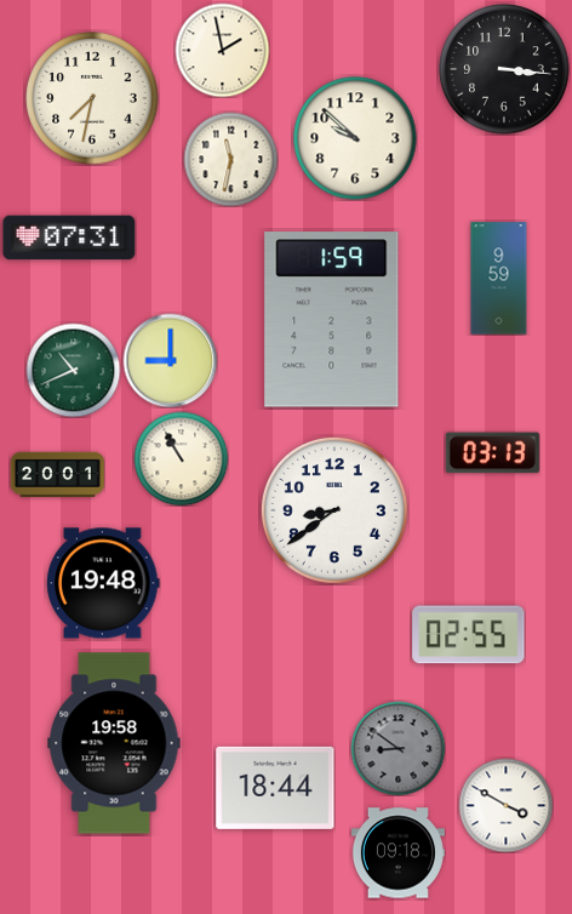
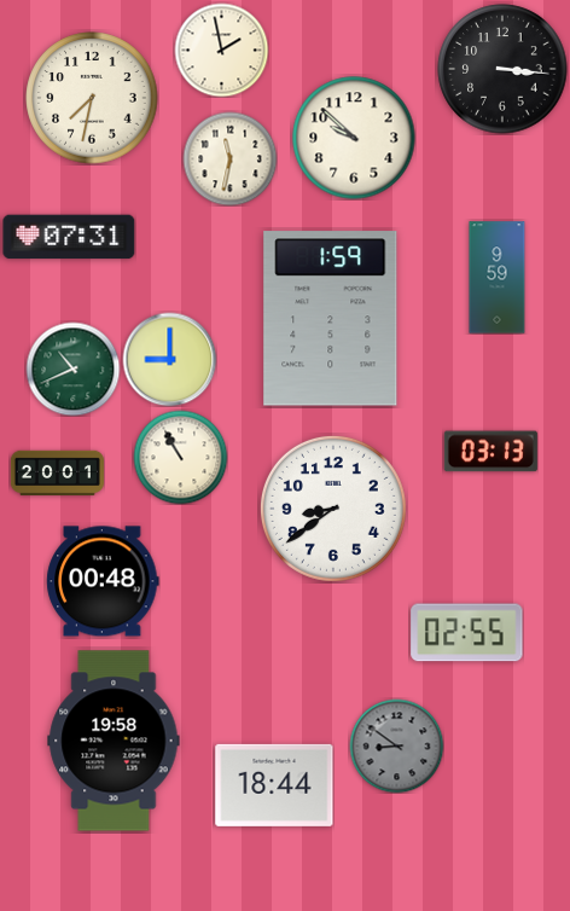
clock at (103, 583): 19:48 -> 00:48
clock at (505, 805): 3:50 -> none
clock at (397, 853): 09:18 -> none
